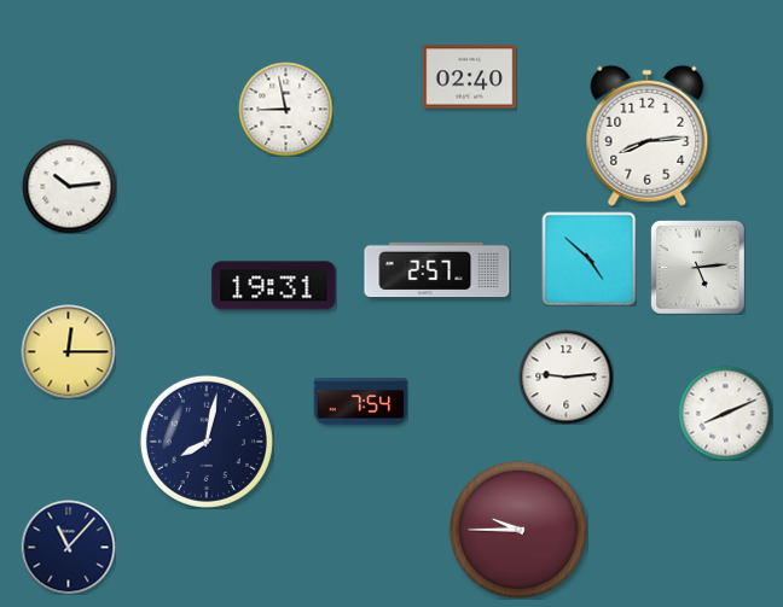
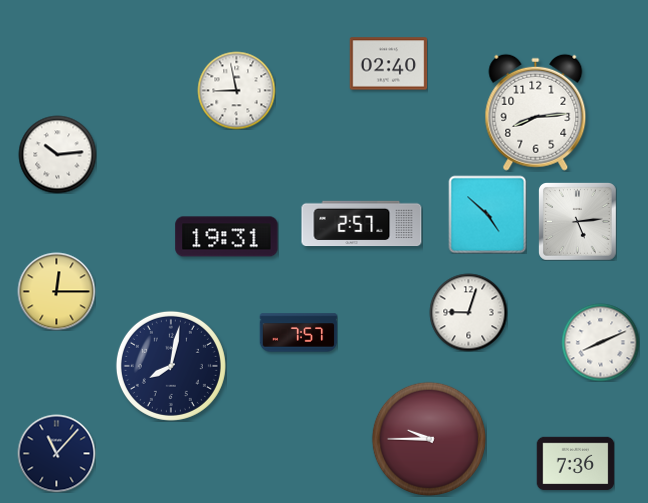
clock at (565, 377): 9:14 -> 9:03
clock at (360, 402): 7:54 -> 7:57
clock at (575, 464): none -> 7:36
